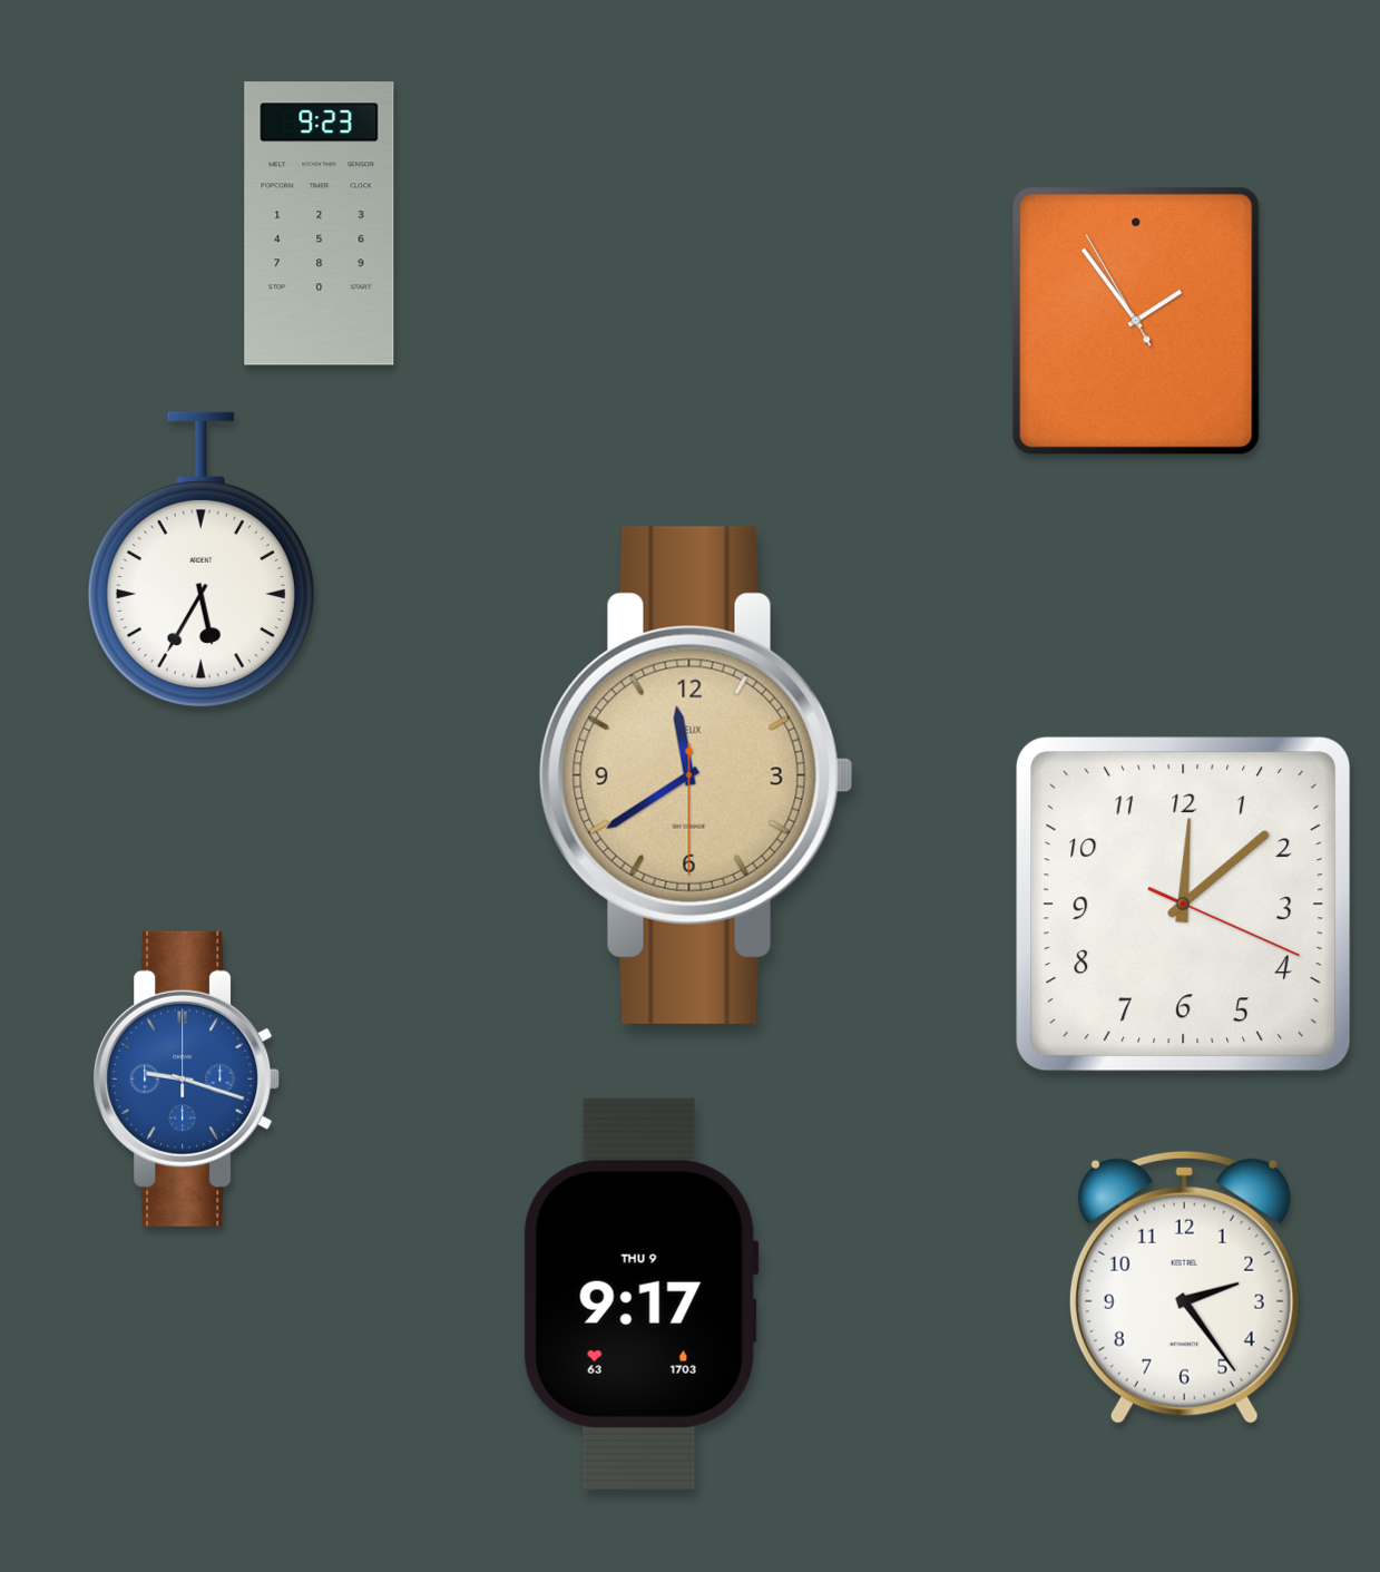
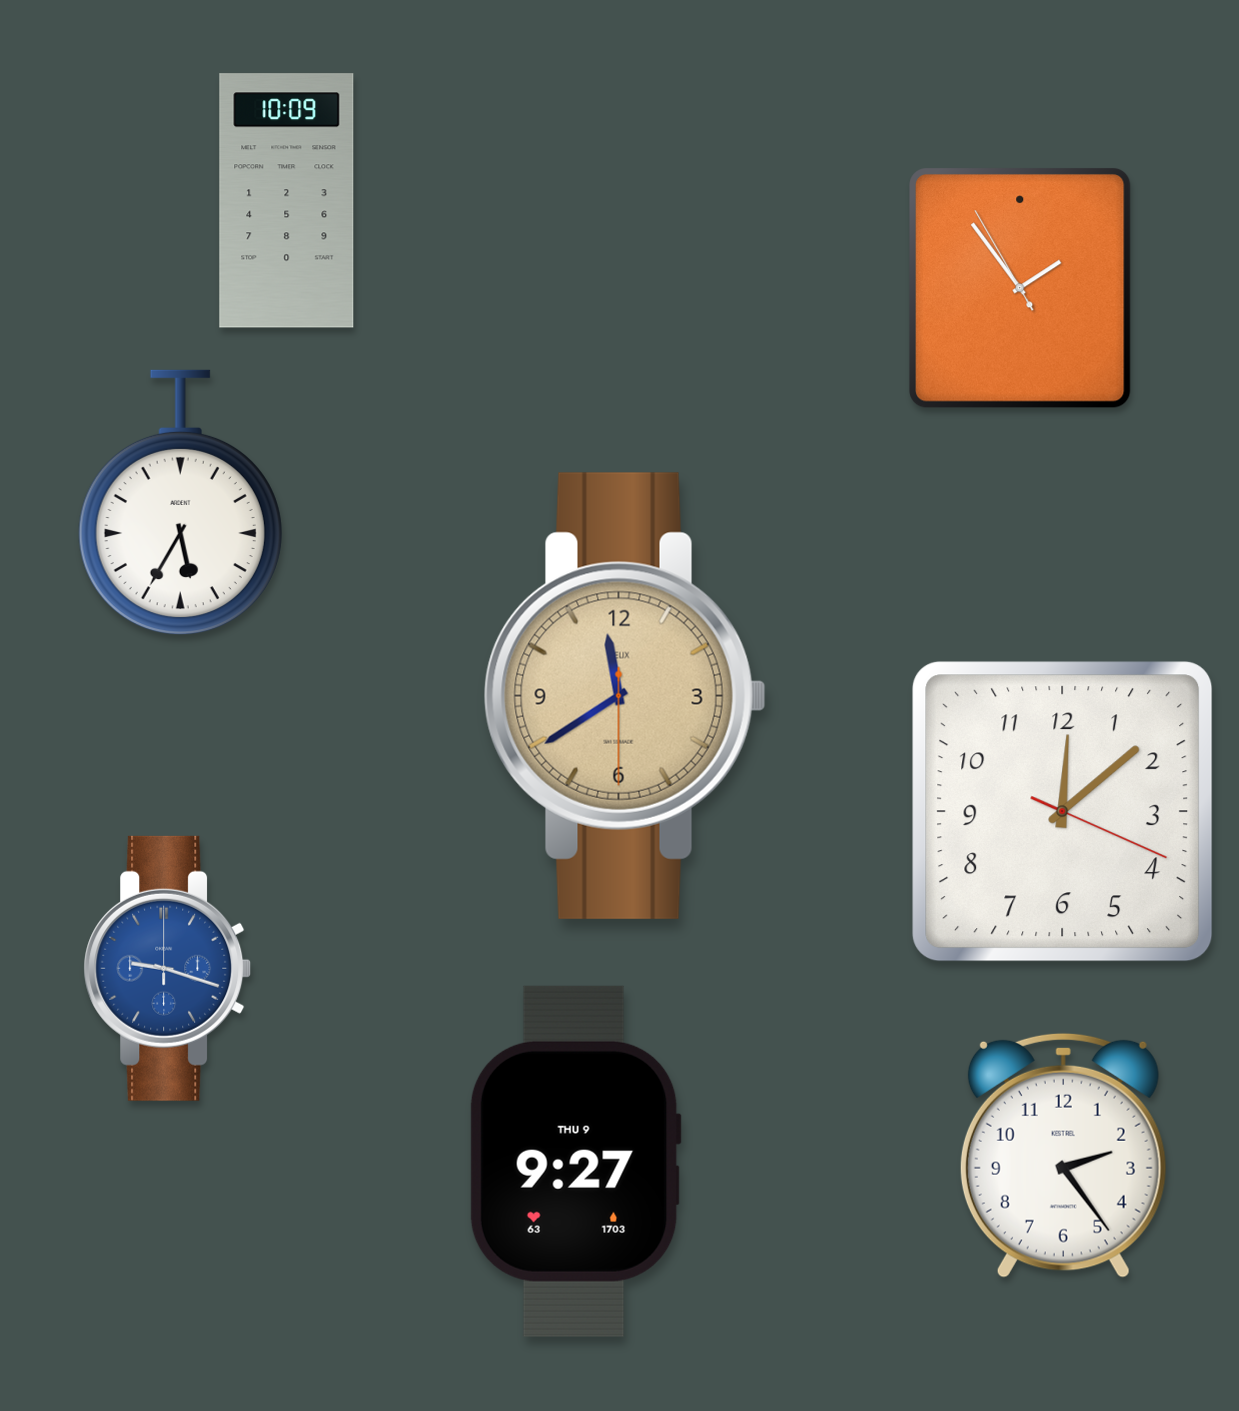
clock at (320, 224): 9:23 -> 10:09
clock at (640, 1293): 9:17 -> 9:27
